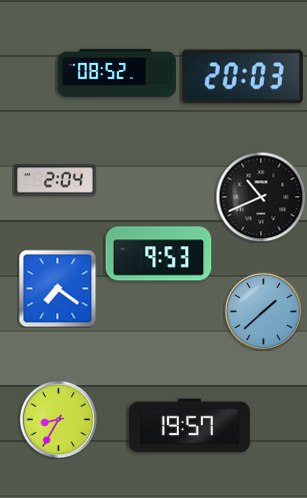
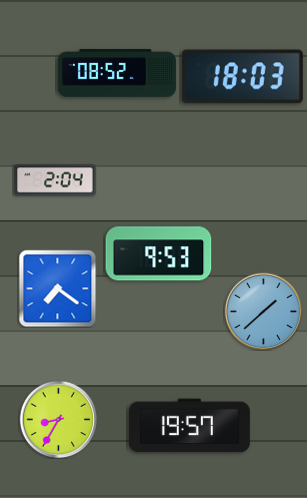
clock at (242, 77): 20:03 -> 18:03
clock at (261, 197): 10:41 -> none
